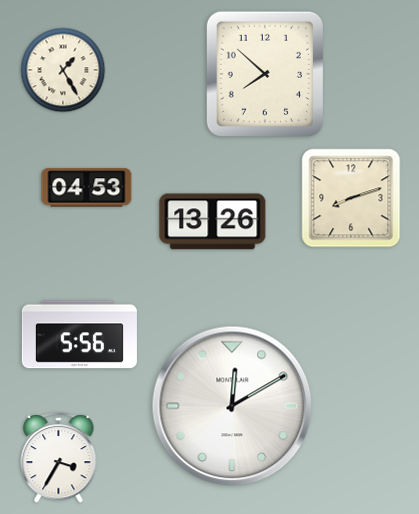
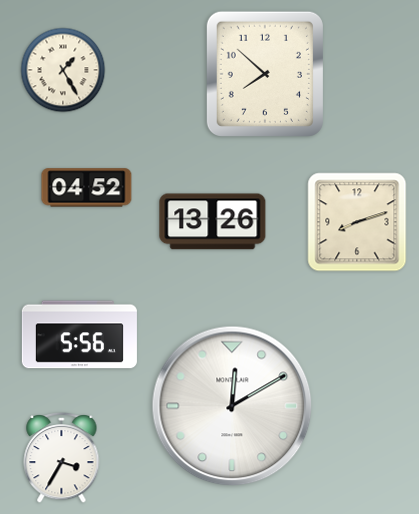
clock at (87, 188): 04:53 -> 04:52
clock at (351, 198) position: (351, 198) -> (357, 222)
clock at (59, 457) position: (59, 457) -> (62, 457)
